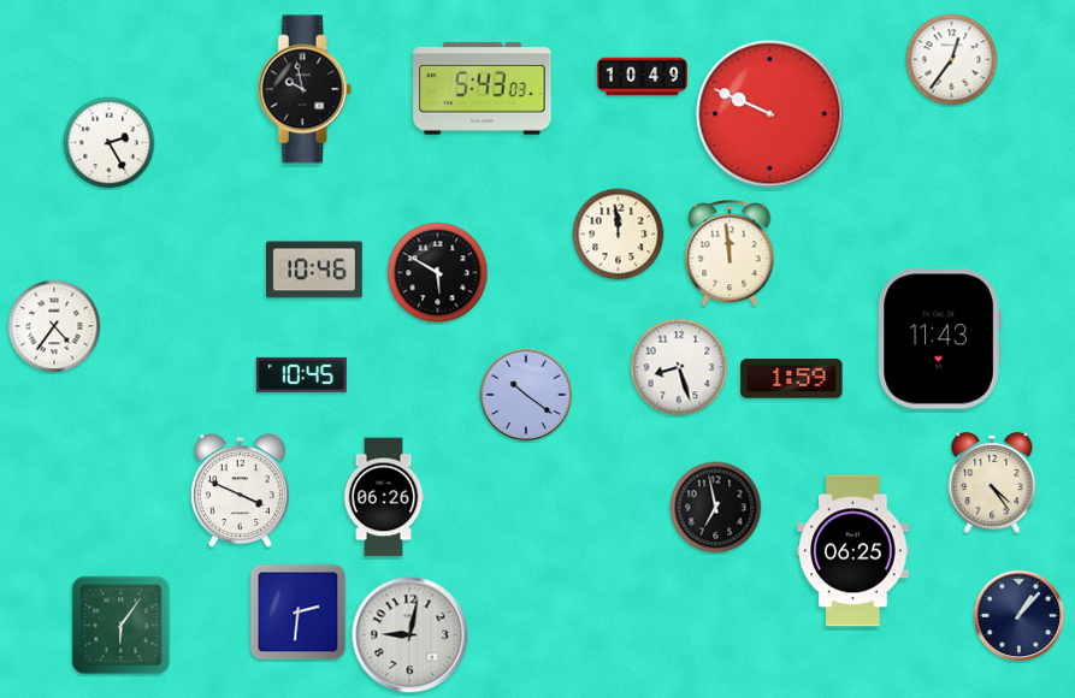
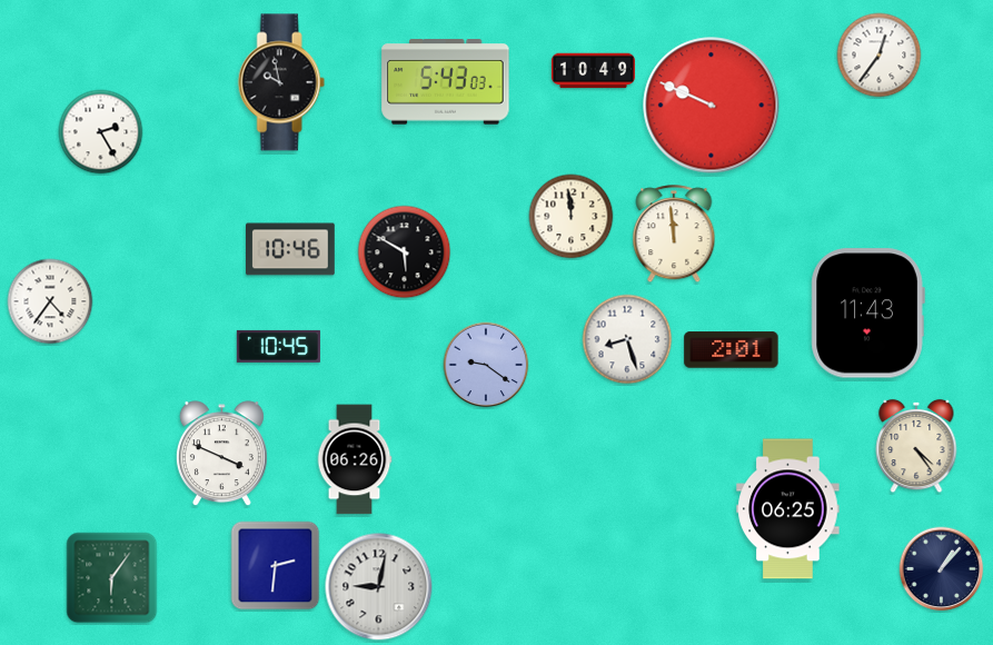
clock at (792, 379): 1:59 -> 2:01
clock at (526, 395): 10:21 -> 9:21
clock at (716, 508): 6:58 -> none
